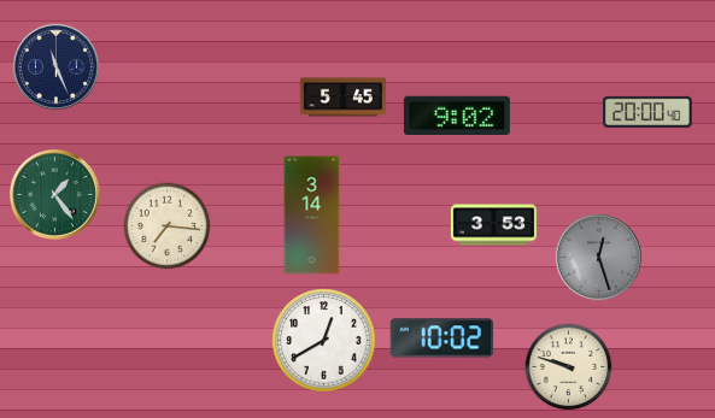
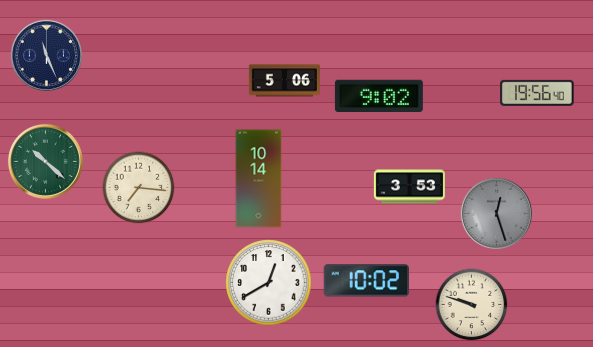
clock at (342, 98): 5:45 -> 5:06
clock at (647, 112): 20:00 -> 19:56
clock at (54, 194): 1:24 -> 10:22
clock at (312, 216): 3:14 -> 10:14
